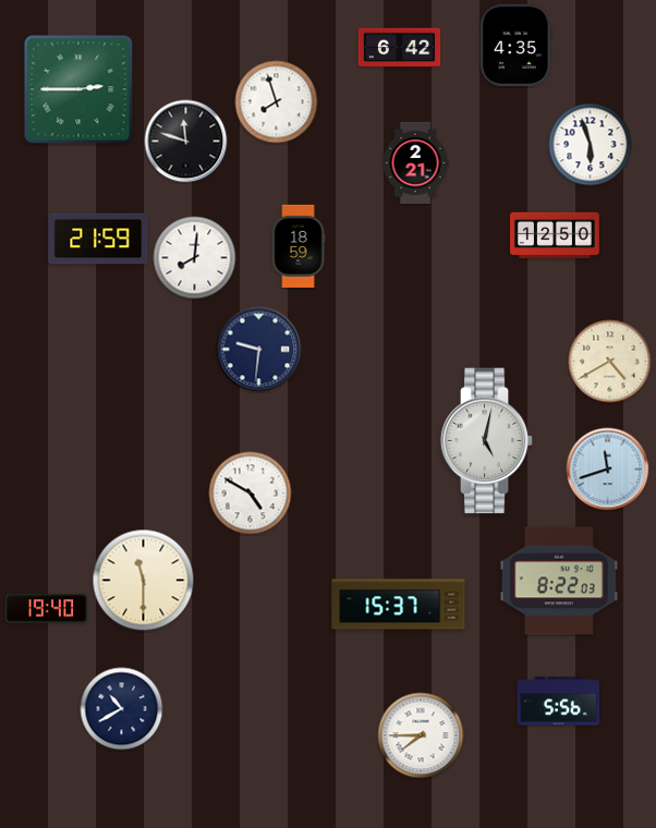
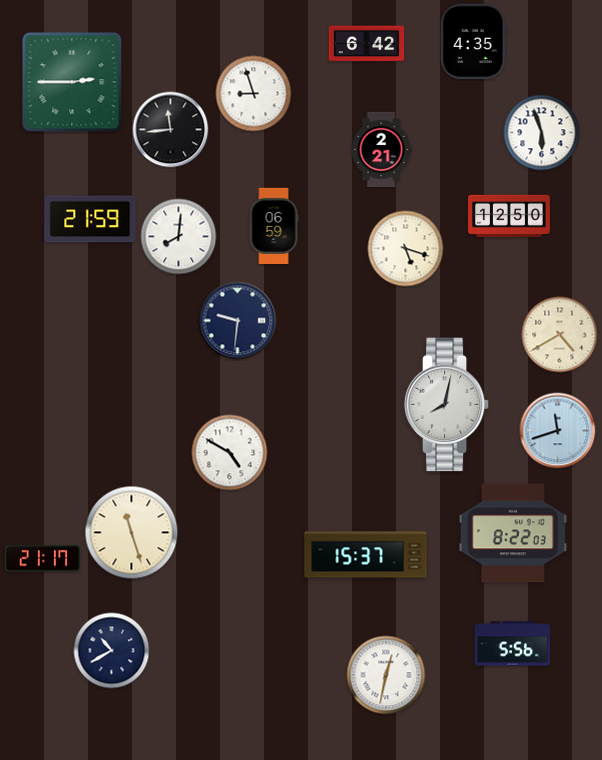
clock at (277, 102): 7:57 -> 8:57
clock at (186, 142): 11:48 -> 11:44
clock at (299, 245): 18:59 -> 06:59
clock at (406, 249): none -> 5:18
clock at (610, 362) position: (610, 362) -> (560, 335)
clock at (487, 441): 5:02 -> 8:02
clock at (144, 581): 11:30 -> 11:27
clock at (46, 609): 19:40 -> 21:17
clock at (421, 735): 7:45 -> 12:32
